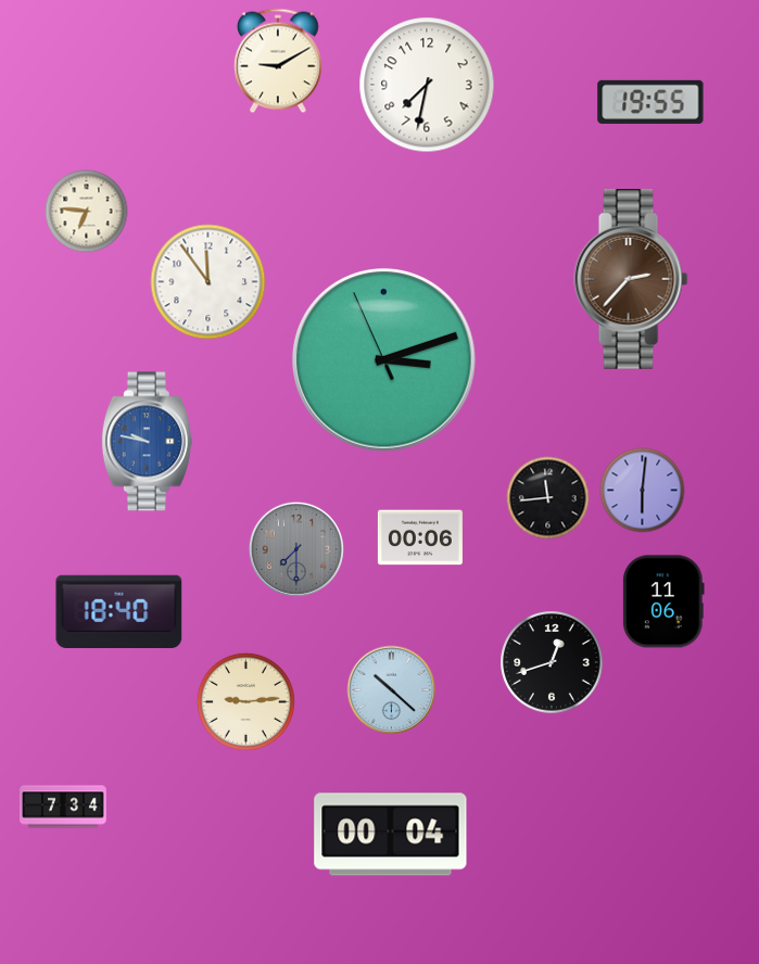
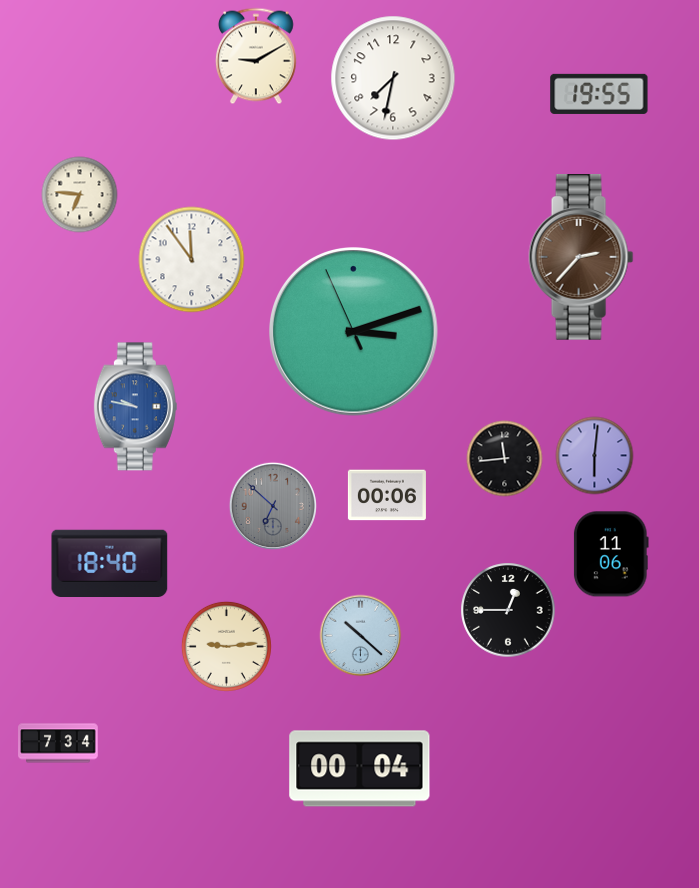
clock at (643, 491) position: (643, 491) -> (595, 456)
clock at (296, 549): 7:30 -> 6:52
clock at (552, 662): 12:42 -> 12:45
